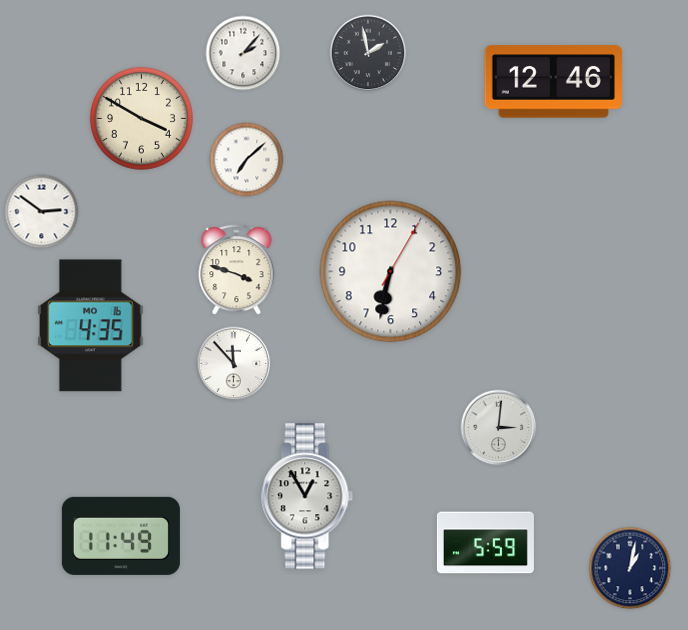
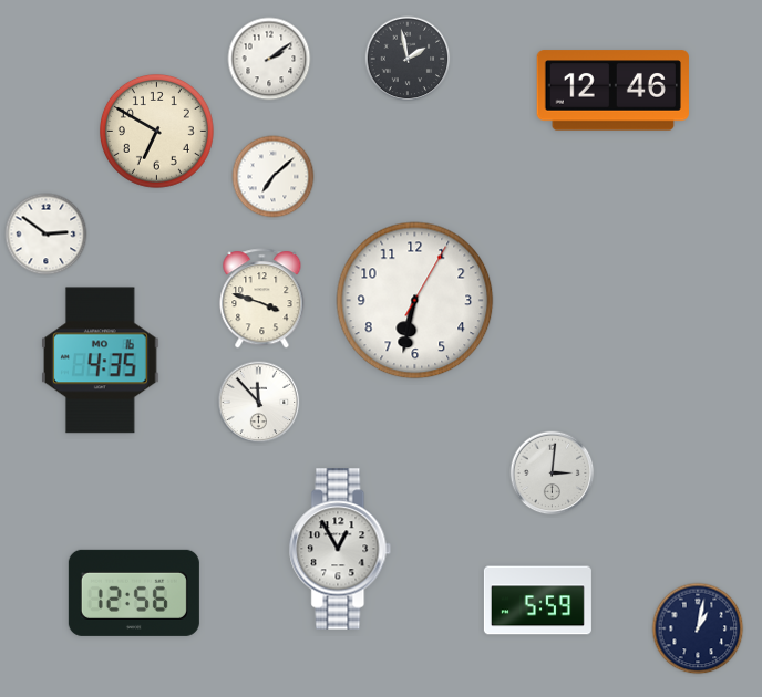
clock at (243, 53): 2:07 -> 2:09
clock at (141, 118): 3:50 -> 6:50
clock at (391, 272) position: (391, 272) -> (415, 301)
clock at (121, 536): 11:49 -> 12:56
